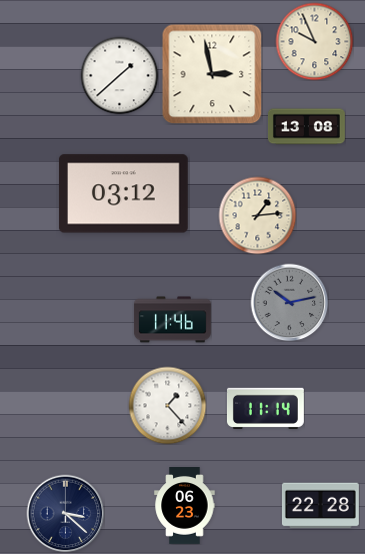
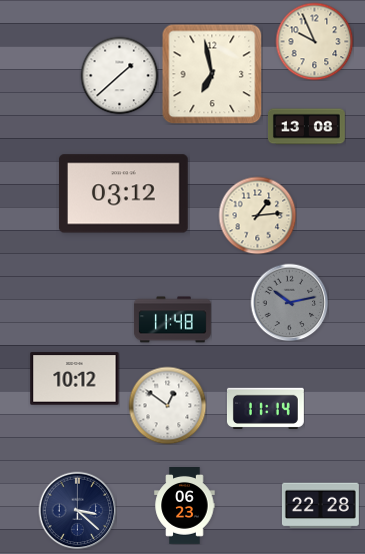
clock at (212, 74): 2:58 -> 6:58
clock at (172, 320): 11:46 -> 11:48
clock at (75, 379): none -> 10:12
clock at (167, 405): 1:23 -> 12:51
clock at (65, 513) position: (65, 513) -> (77, 510)
